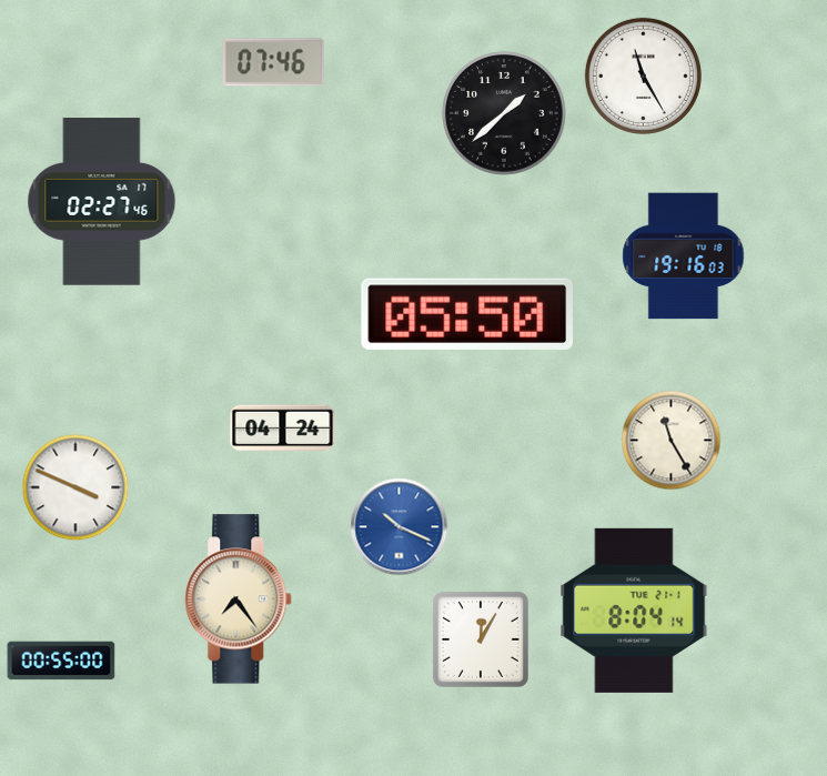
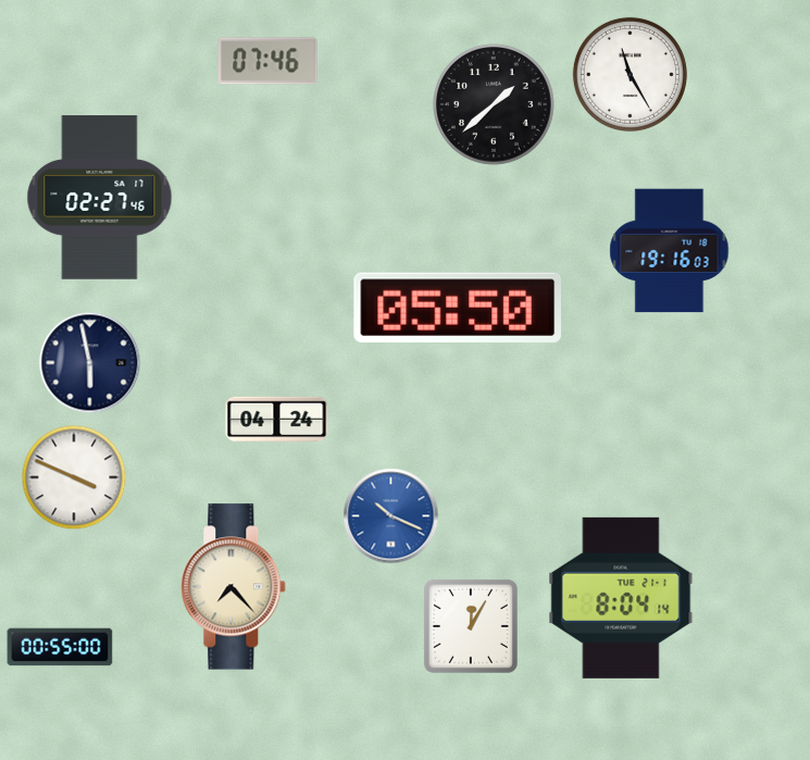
clock at (504, 113) position: (504, 113) -> (494, 104)
clock at (90, 363): none -> 5:58
clock at (672, 441): 11:25 -> none
clock at (239, 599): 7:24 -> 7:23
